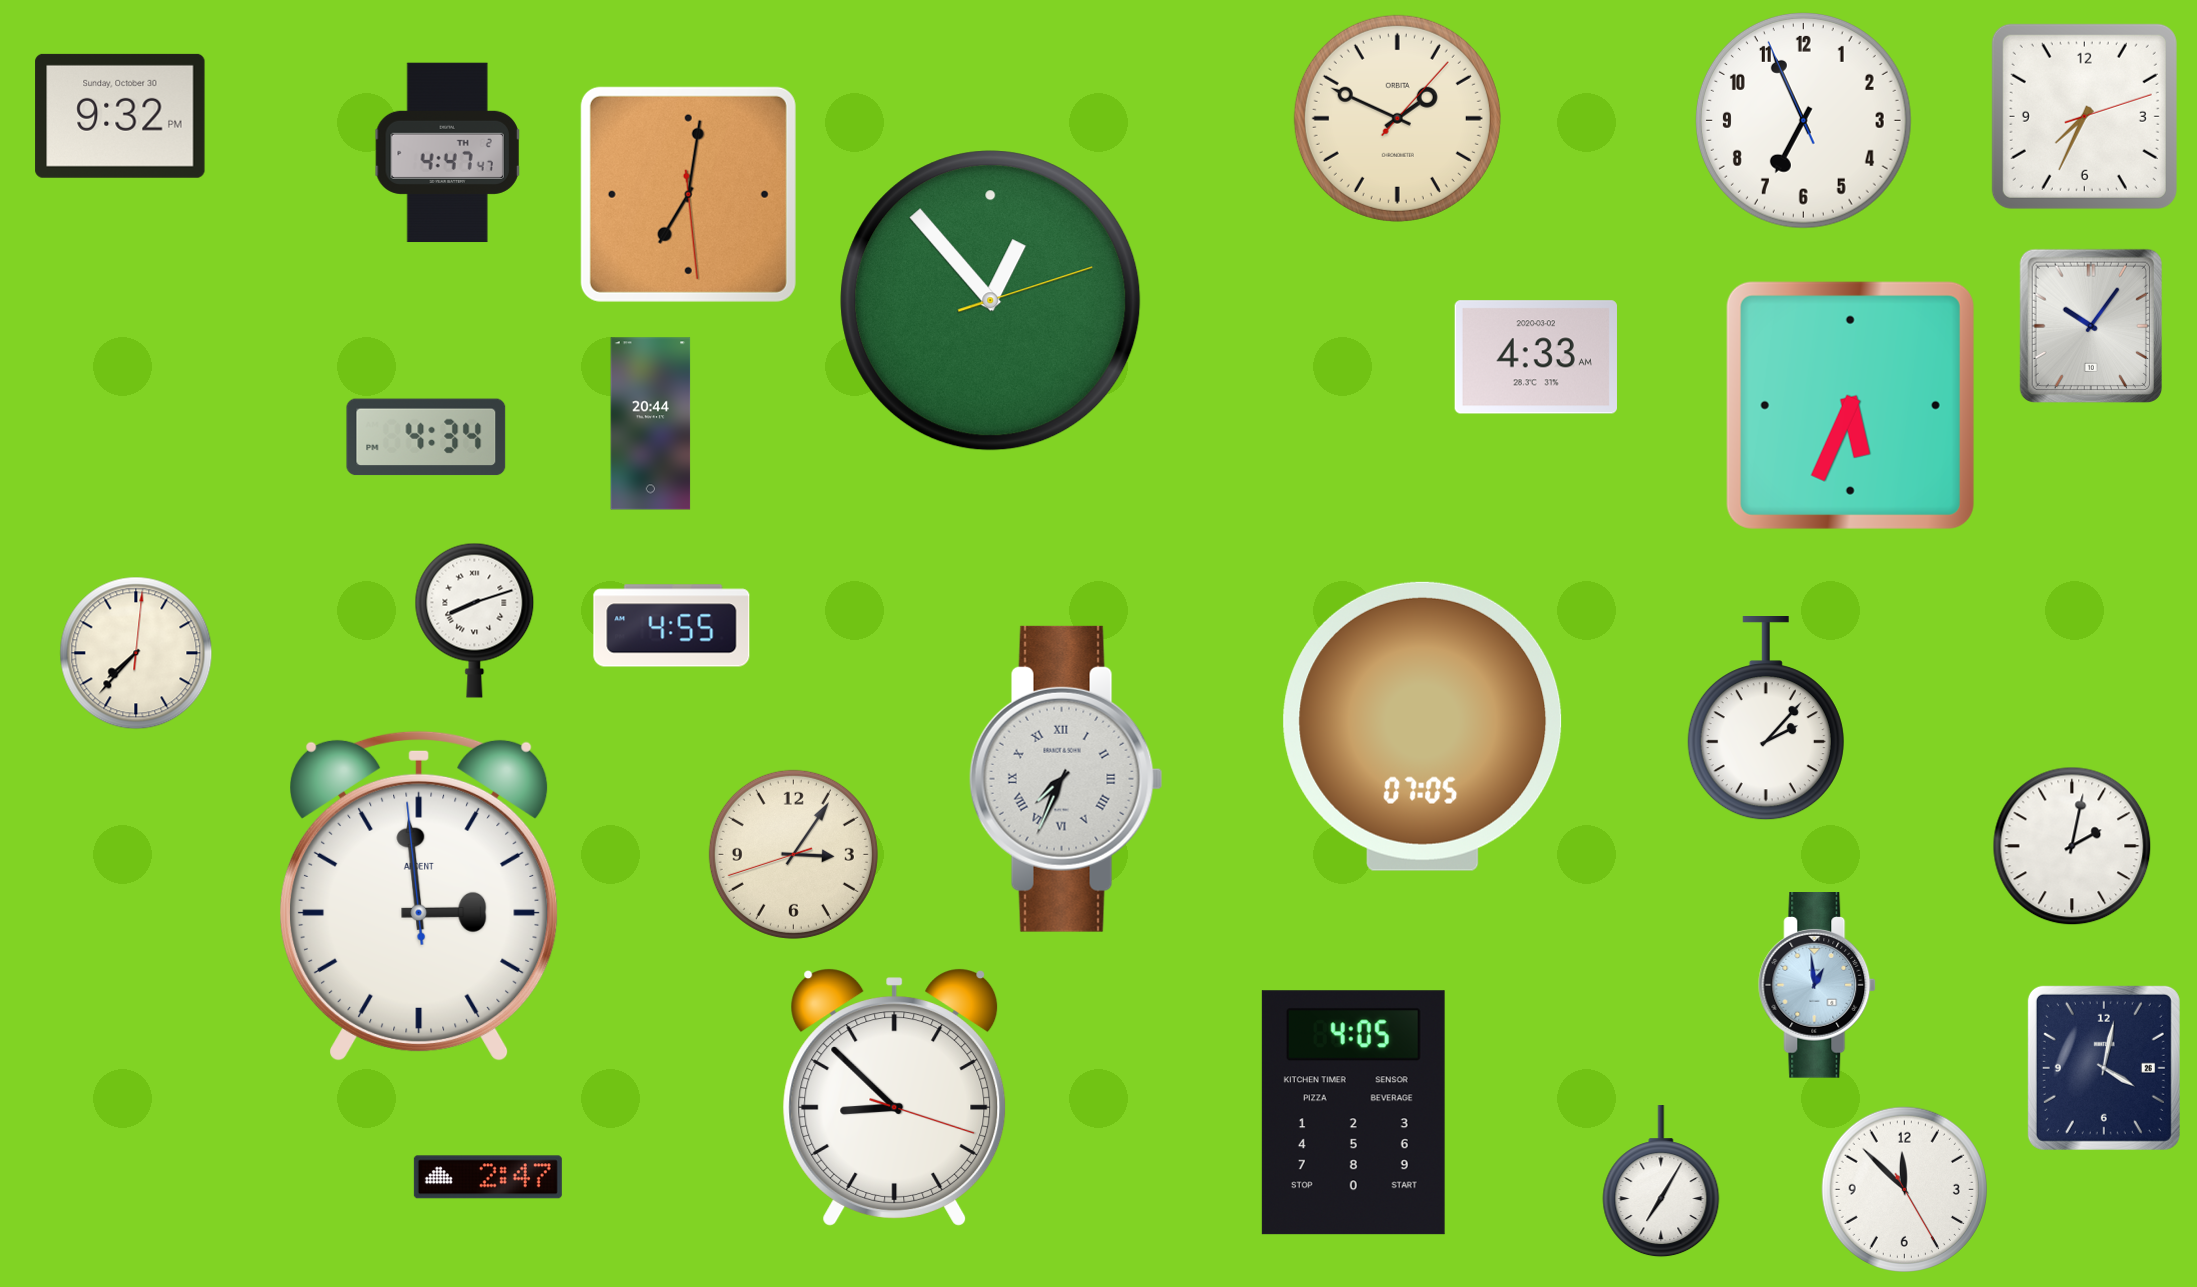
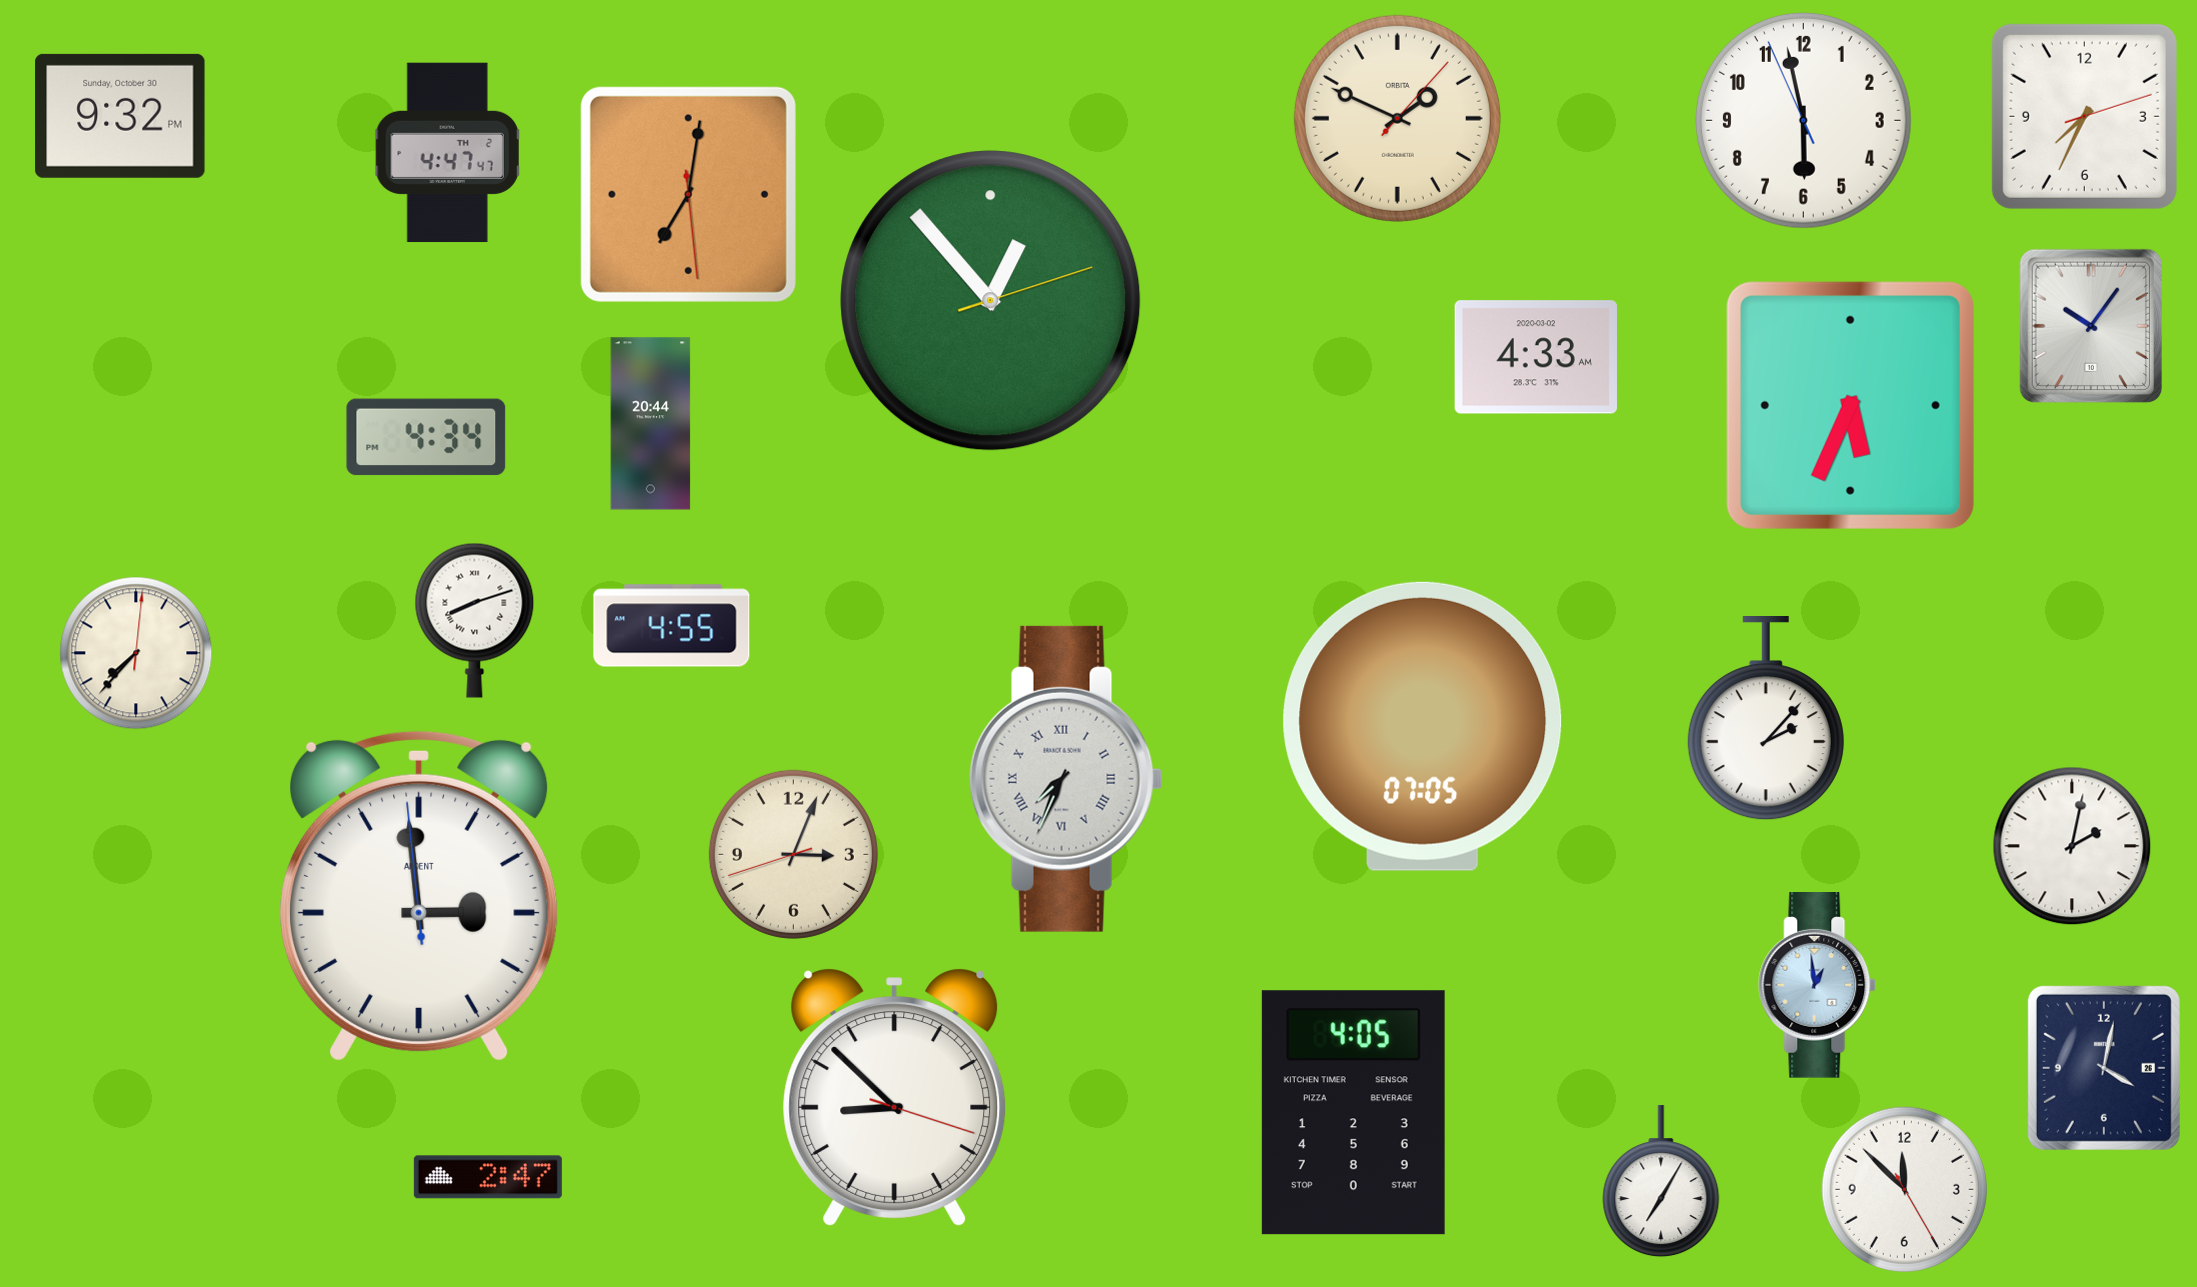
clock at (1803, 120): 6:55 -> 5:57
clock at (793, 854): 3:05 -> 3:03
